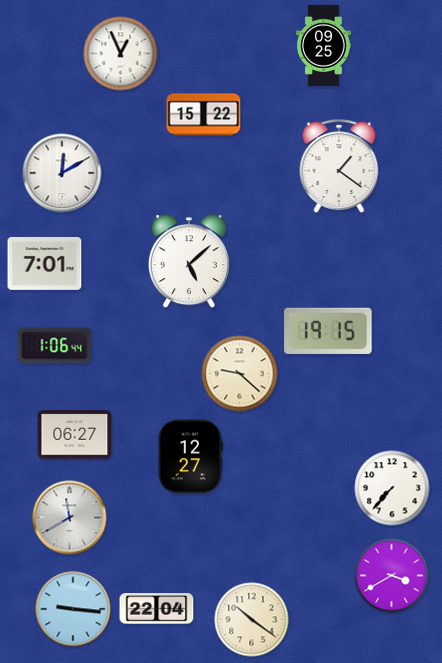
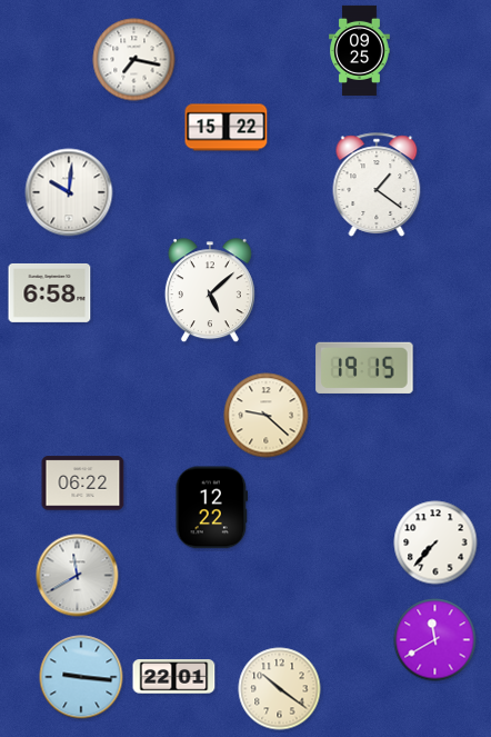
clock at (121, 54): 12:56 -> 7:17
clock at (62, 173): 12:10 -> 10:01
clock at (45, 263): 7:01 -> 6:58
clock at (55, 346): 1:06 -> none
clock at (75, 435): 06:27 -> 06:22
clock at (191, 457): 12:27 -> 12:22
clock at (392, 576): 3:40 -> 11:40
clock at (157, 609): 22:04 -> 22:01
